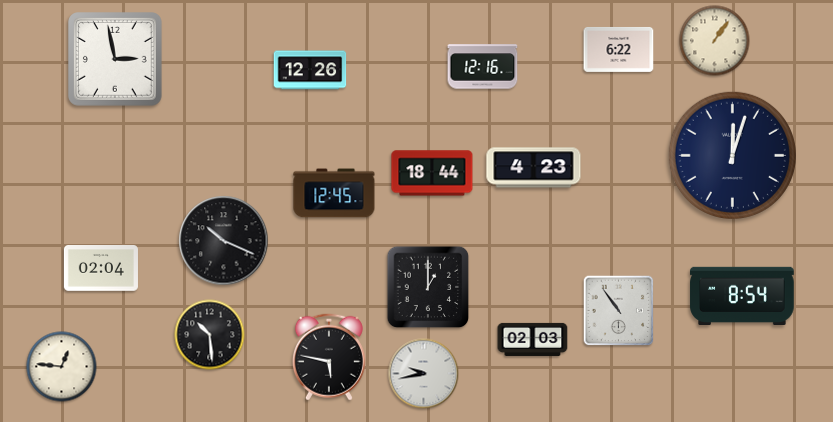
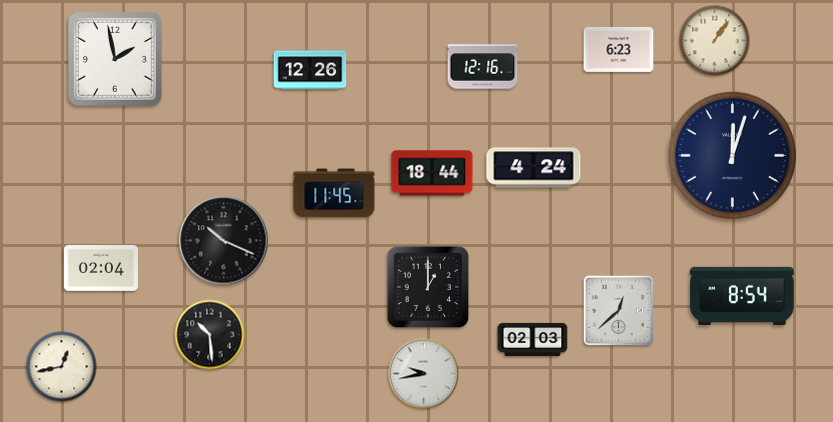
clock at (619, 49): 6:22 -> 6:23
clock at (116, 60): 2:58 -> 1:58
clock at (534, 168): 4:23 -> 4:24
clock at (334, 193): 12:45 -> 11:45
clock at (619, 311): 10:54 -> 12:38
clock at (329, 357): 5:47 -> none
clock at (62, 367): 12:46 -> 12:43
